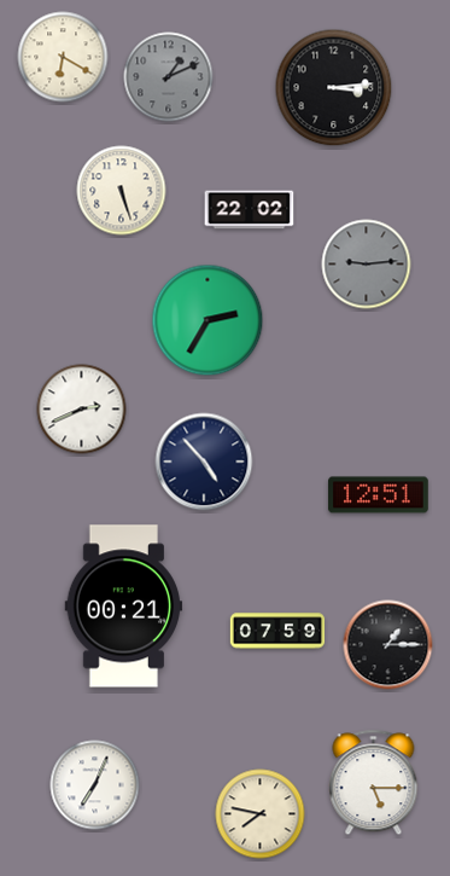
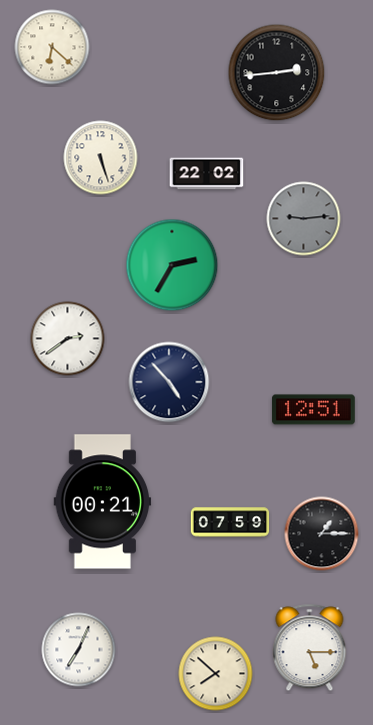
clock at (63, 57): 6:20 -> 6:22
clock at (169, 77): 1:11 -> none
clock at (334, 88): 3:14 -> 2:44
clock at (82, 410): 2:41 -> 2:39
clock at (261, 814): 7:47 -> 7:52
